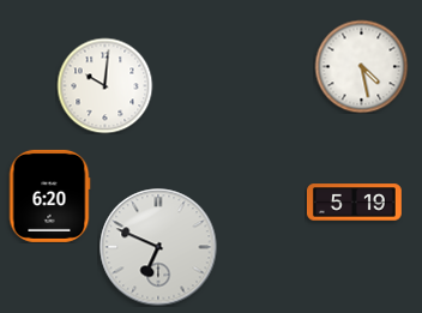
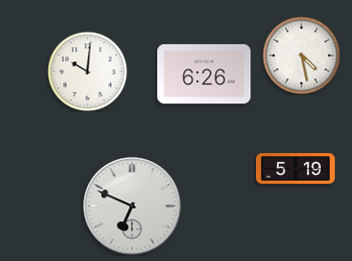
clock at (204, 74): none -> 6:26
clock at (49, 195): 6:20 -> none
